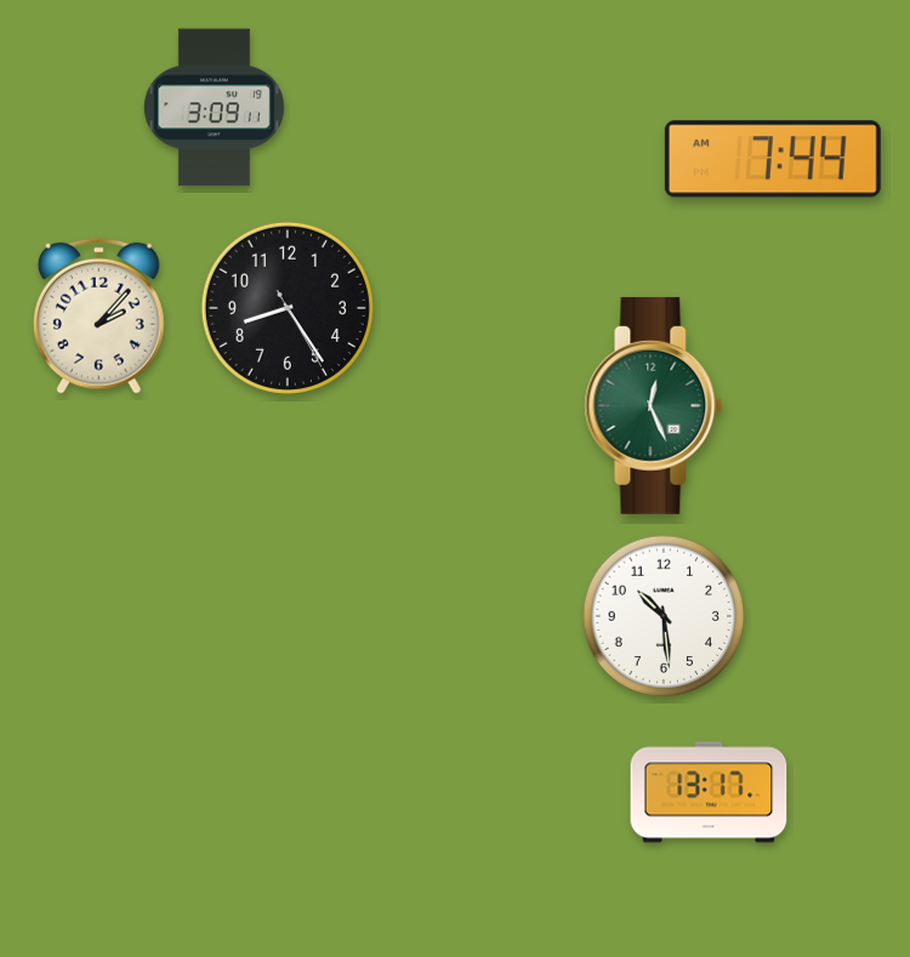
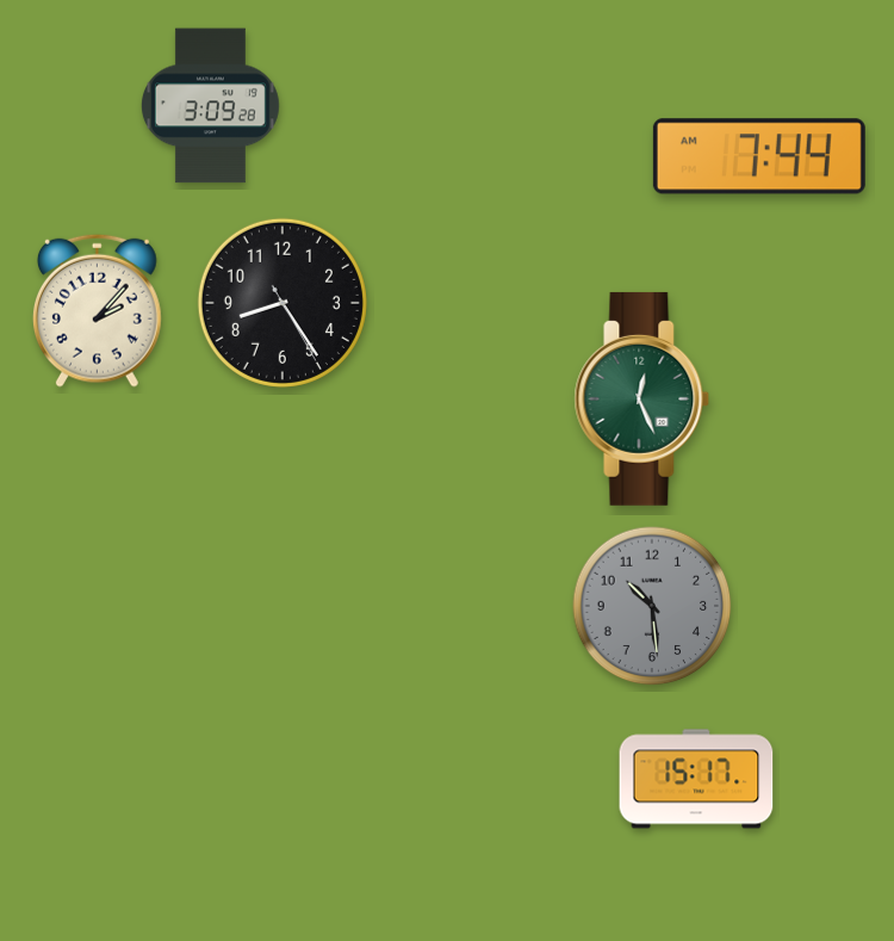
clock at (214, 108): 3:09:11 -> 3:09:28
clock at (664, 616) dial: white -> grey
clock at (709, 792): 13:17 -> 15:17
